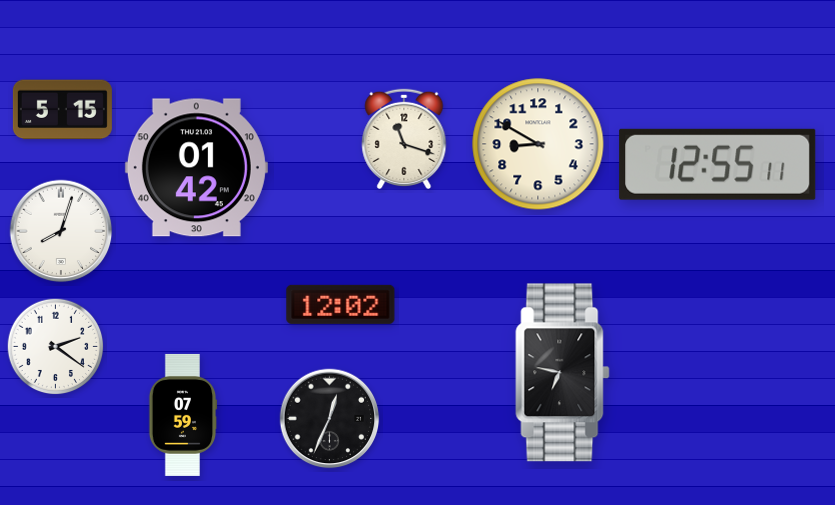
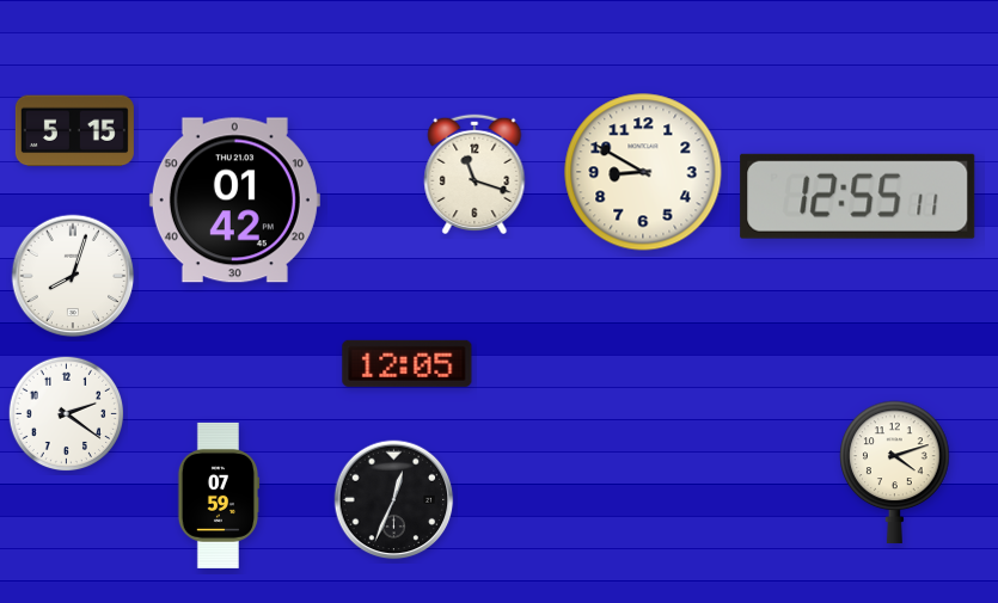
clock at (404, 138) position: (404, 138) -> (474, 173)
clock at (341, 304): 12:02 -> 12:05
clock at (563, 373): 6:47 -> none
clock at (895, 472): none -> 4:12
